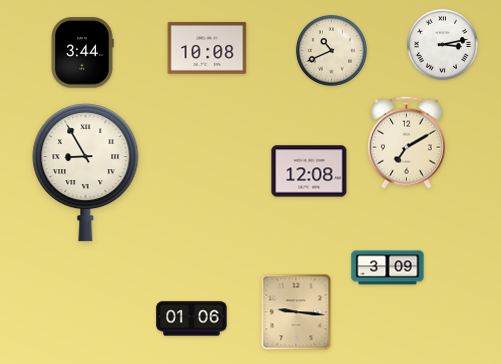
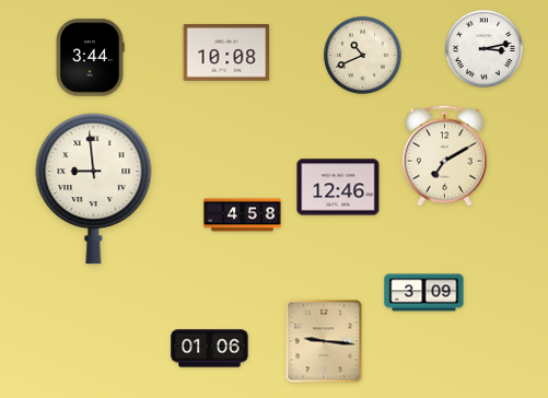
clock at (309, 171): 12:08 -> 12:46
clock at (86, 173): 8:55 -> 8:59
clock at (243, 215): none -> 4:58
